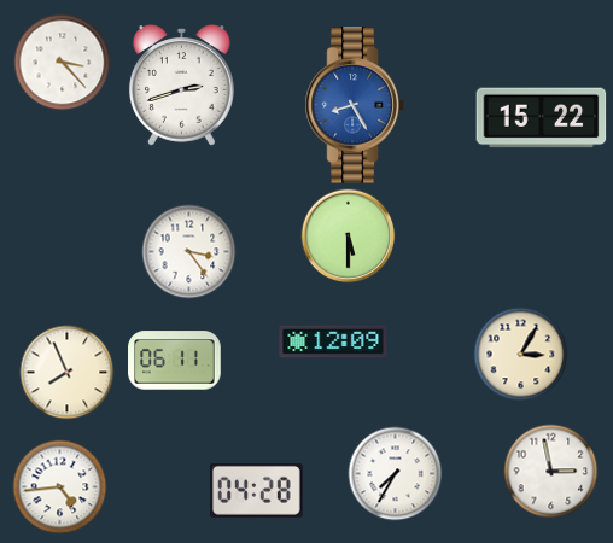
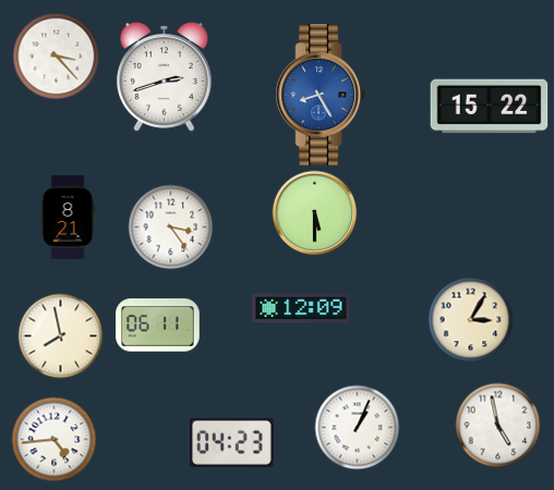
clock at (68, 218): none -> 8:21
clock at (66, 372): 7:56 -> 7:58
clock at (550, 471): 2:58 -> 4:58
clock at (395, 473): 7:35 -> 1:04
clock at (257, 490): 04:28 -> 04:23
